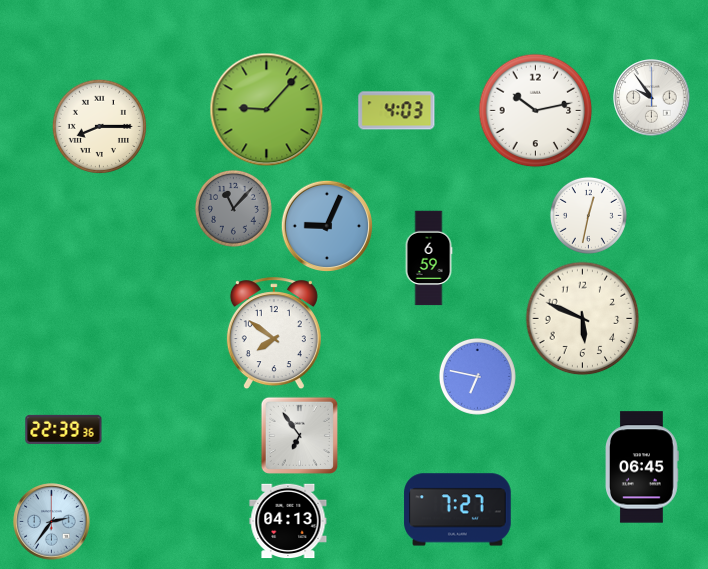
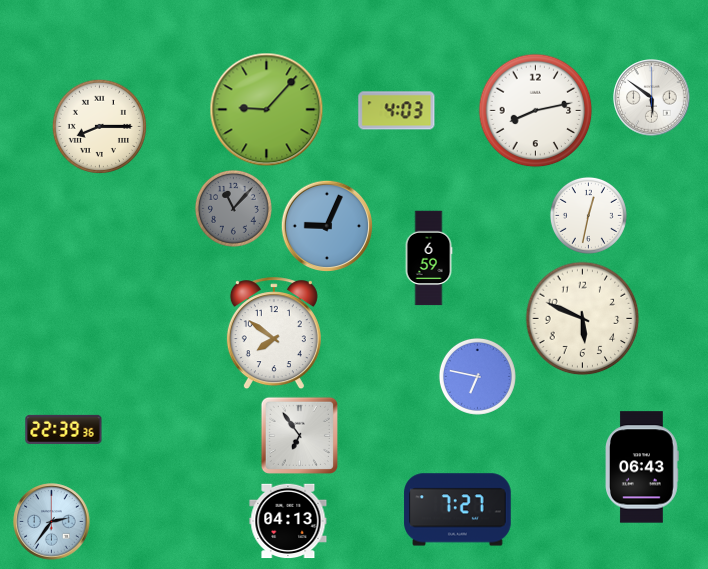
clock at (652, 98): 9:54 -> 5:51
clock at (536, 111): 10:13 -> 8:13
clock at (643, 467): 06:45 -> 06:43
